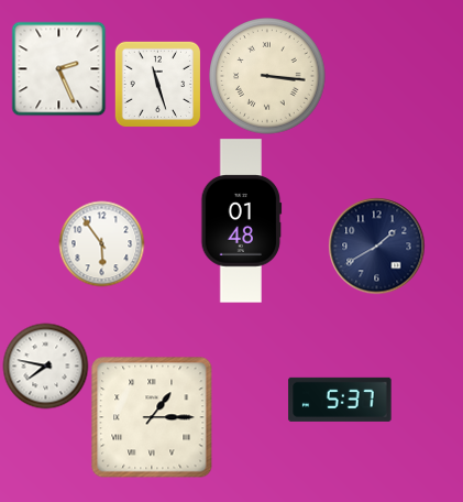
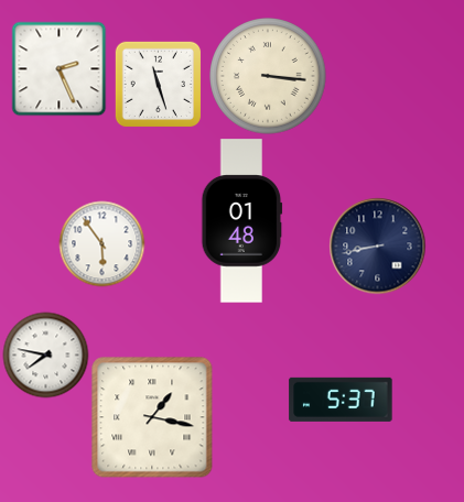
clock at (376, 245): 1:40 -> 8:43
clock at (45, 365) position: (45, 365) -> (45, 354)
clock at (152, 417): 1:15 -> 1:17
